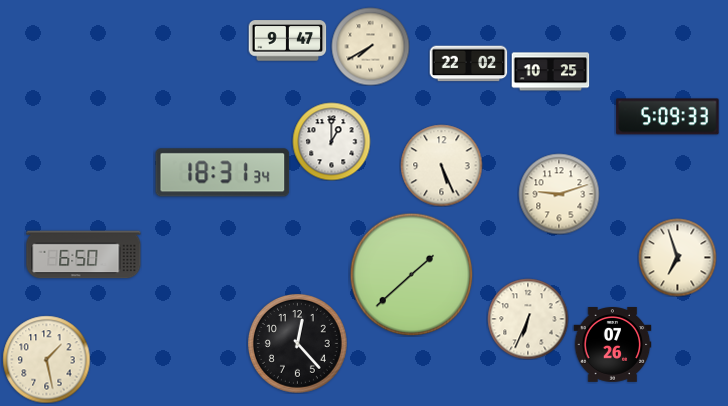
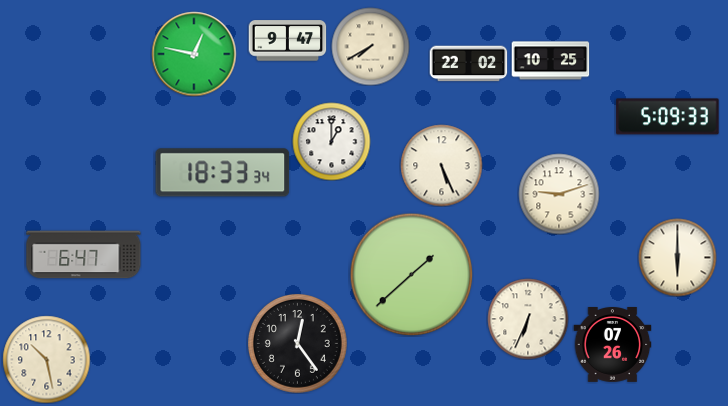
clock at (194, 54): none -> 12:47
clock at (550, 72) position: (550, 72) -> (550, 61)
clock at (223, 173): 18:31 -> 18:33
clock at (84, 255): 6:50 -> 6:47
clock at (677, 257): 6:57 -> 6:00
clock at (297, 343): 12:23 -> 12:24
clock at (46, 359): 1:28 -> 10:28
